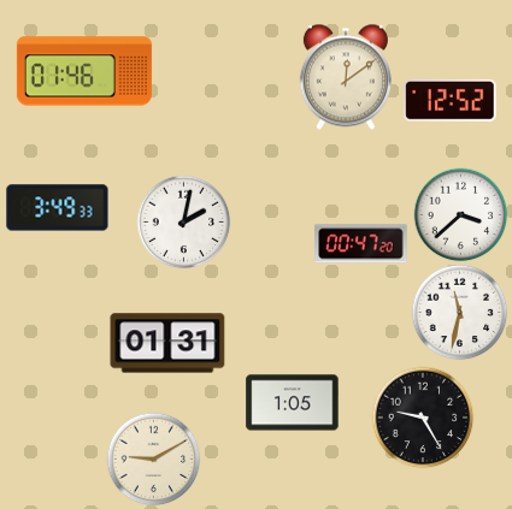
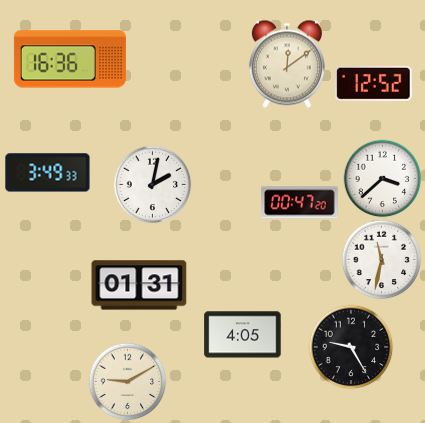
clock at (84, 71): 01:46 -> 16:36
clock at (293, 403): 1:05 -> 4:05
